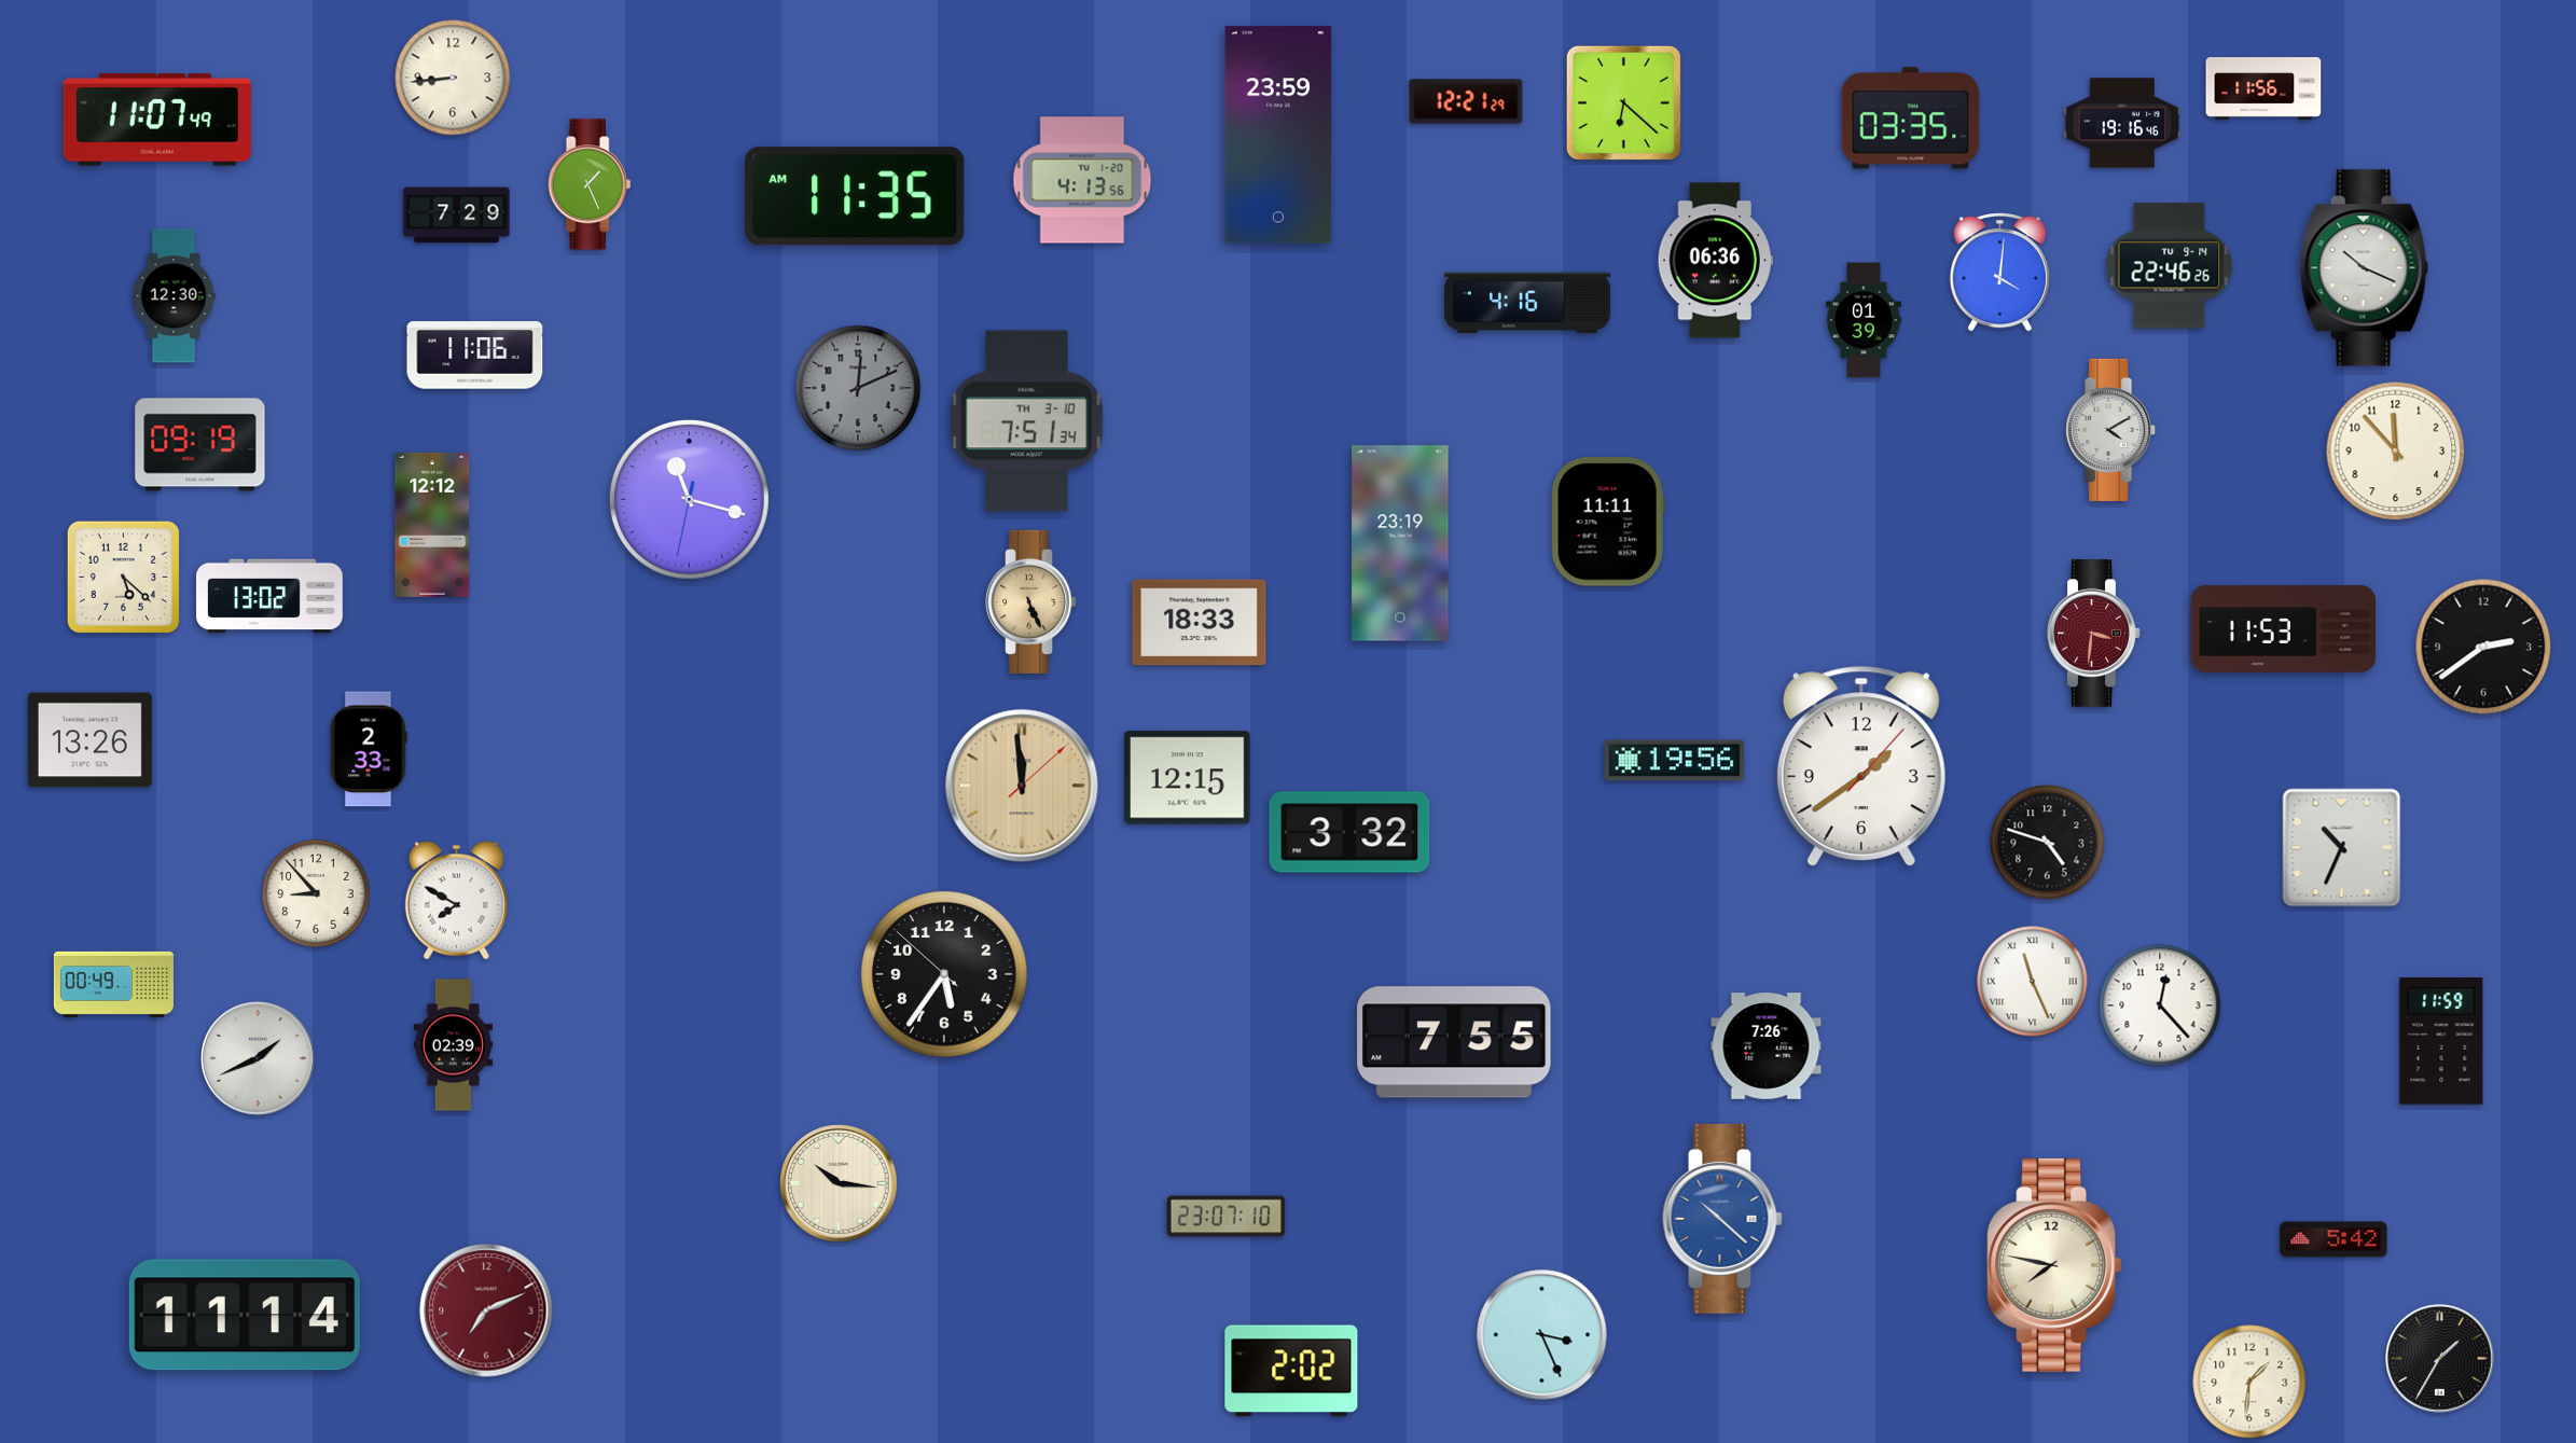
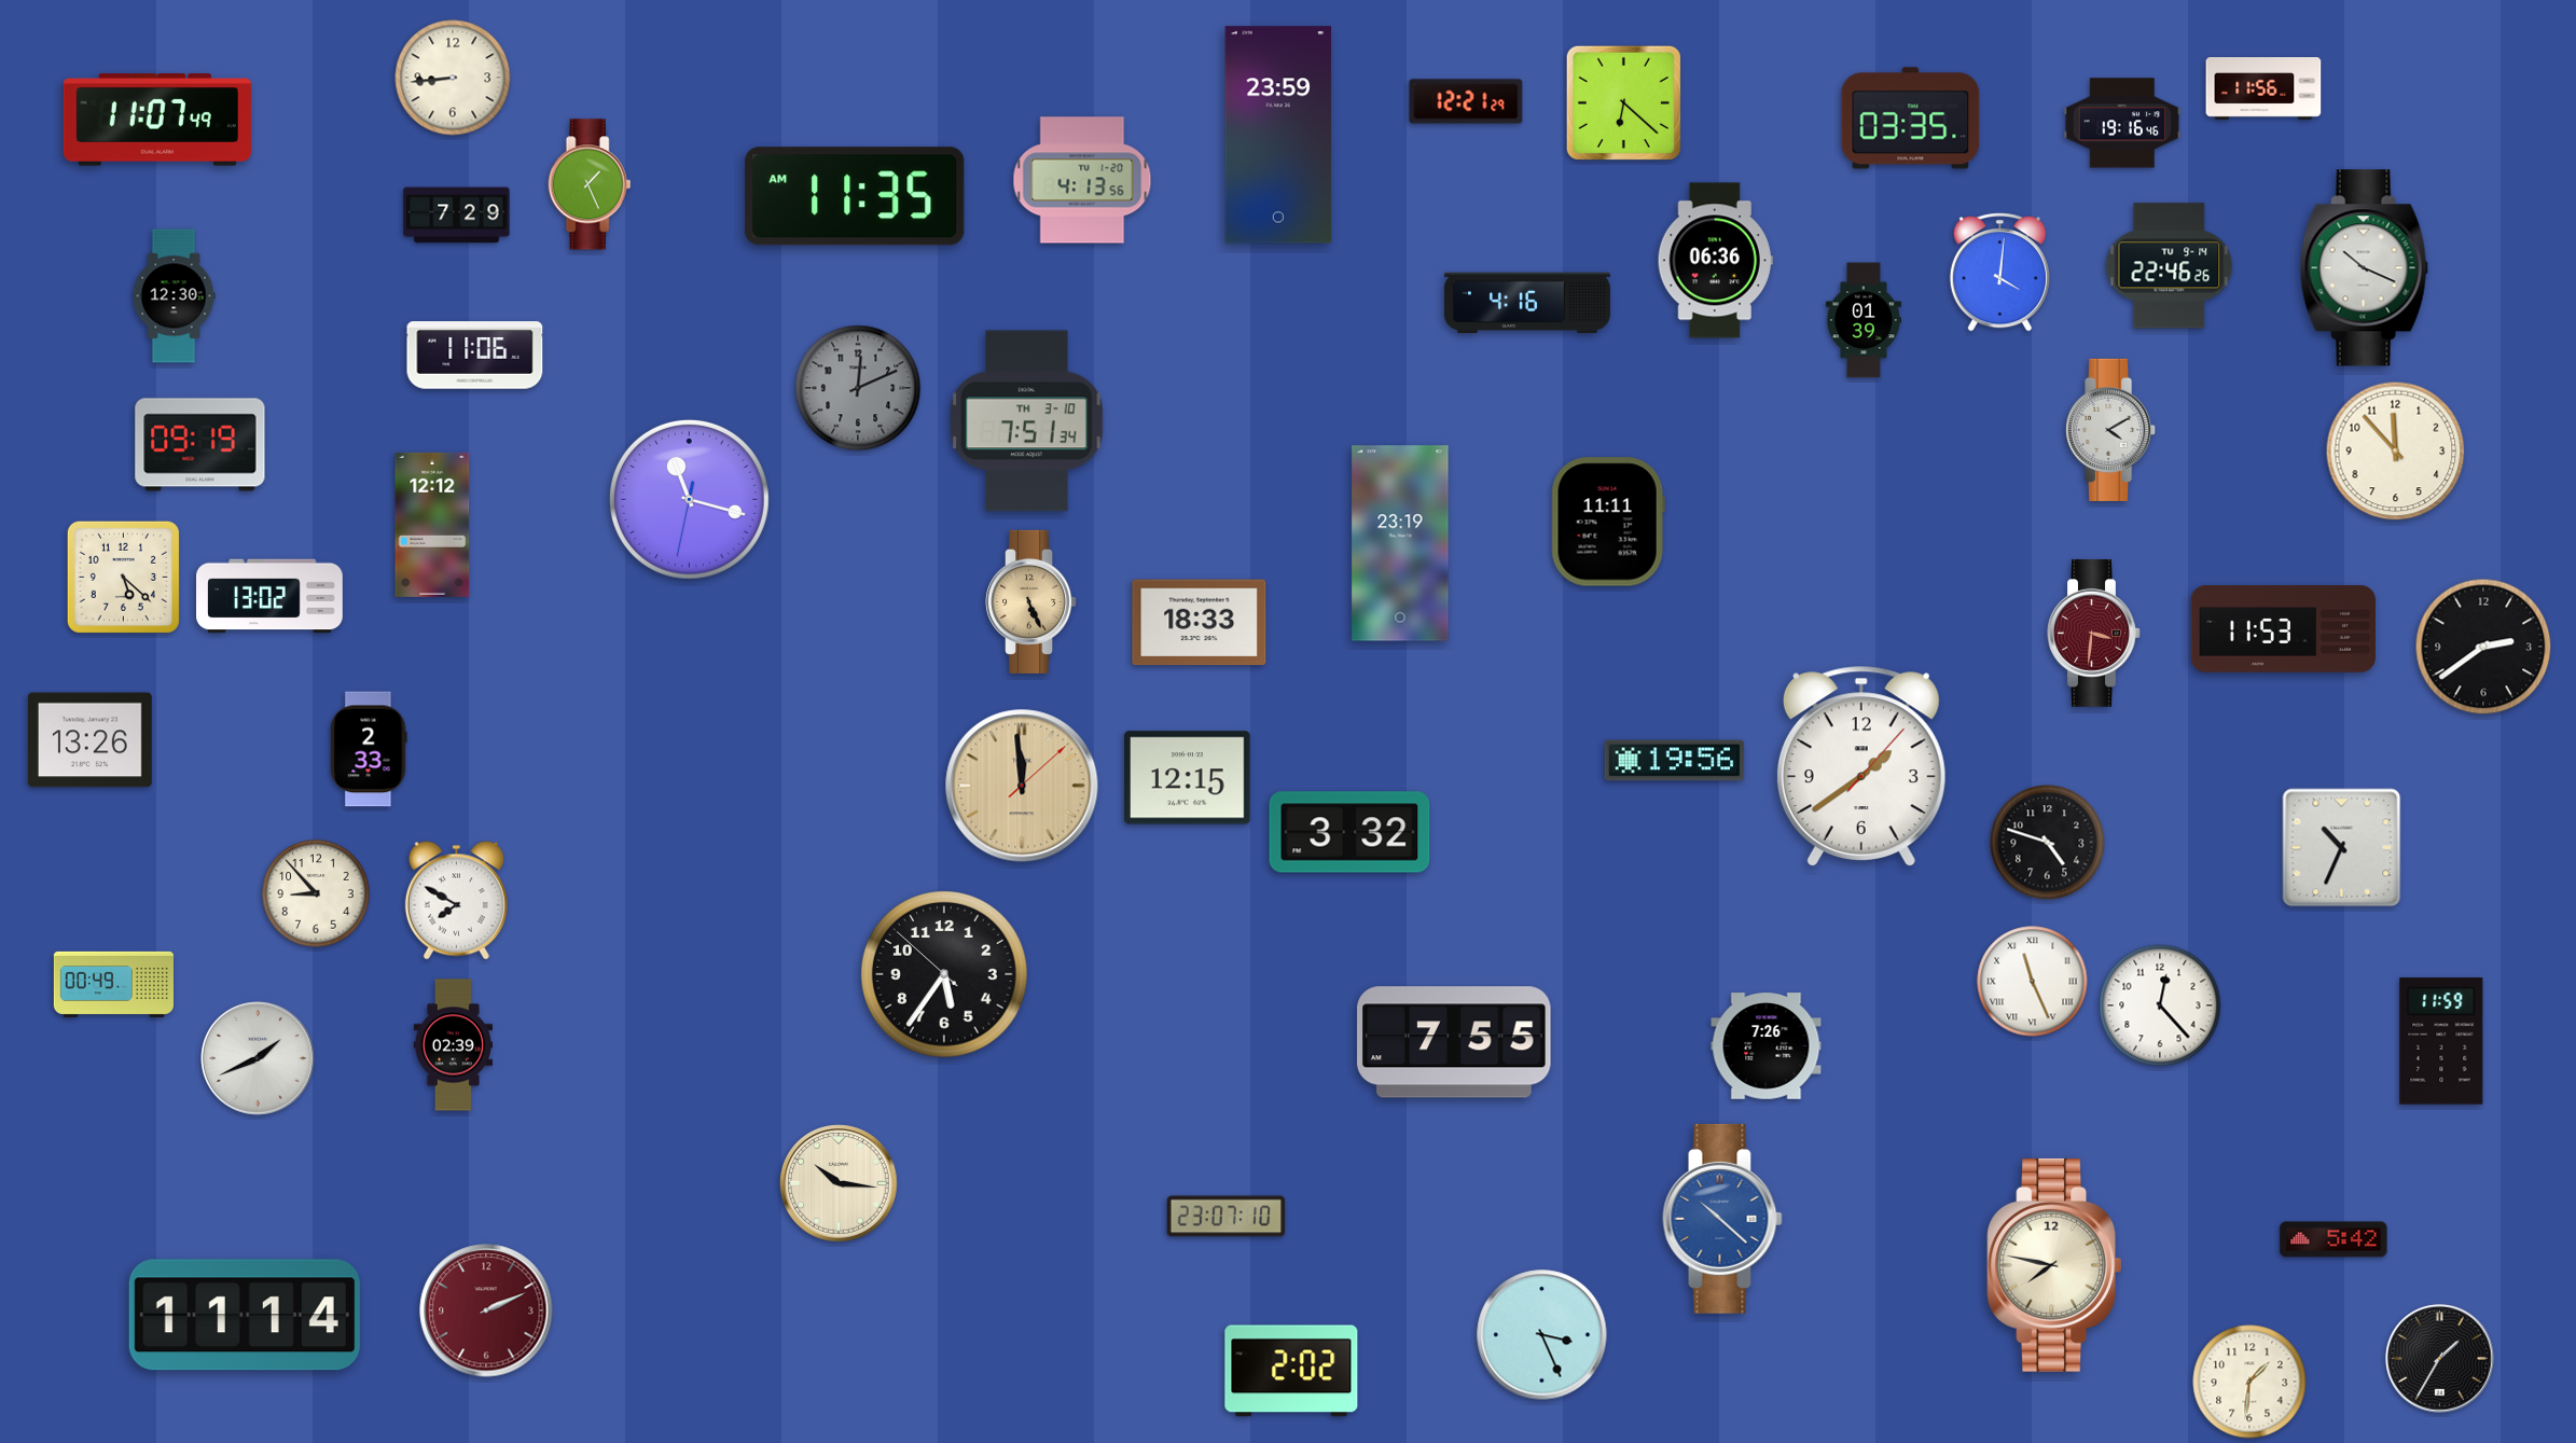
clock at (486, 1310): 7:11 -> 2:11
